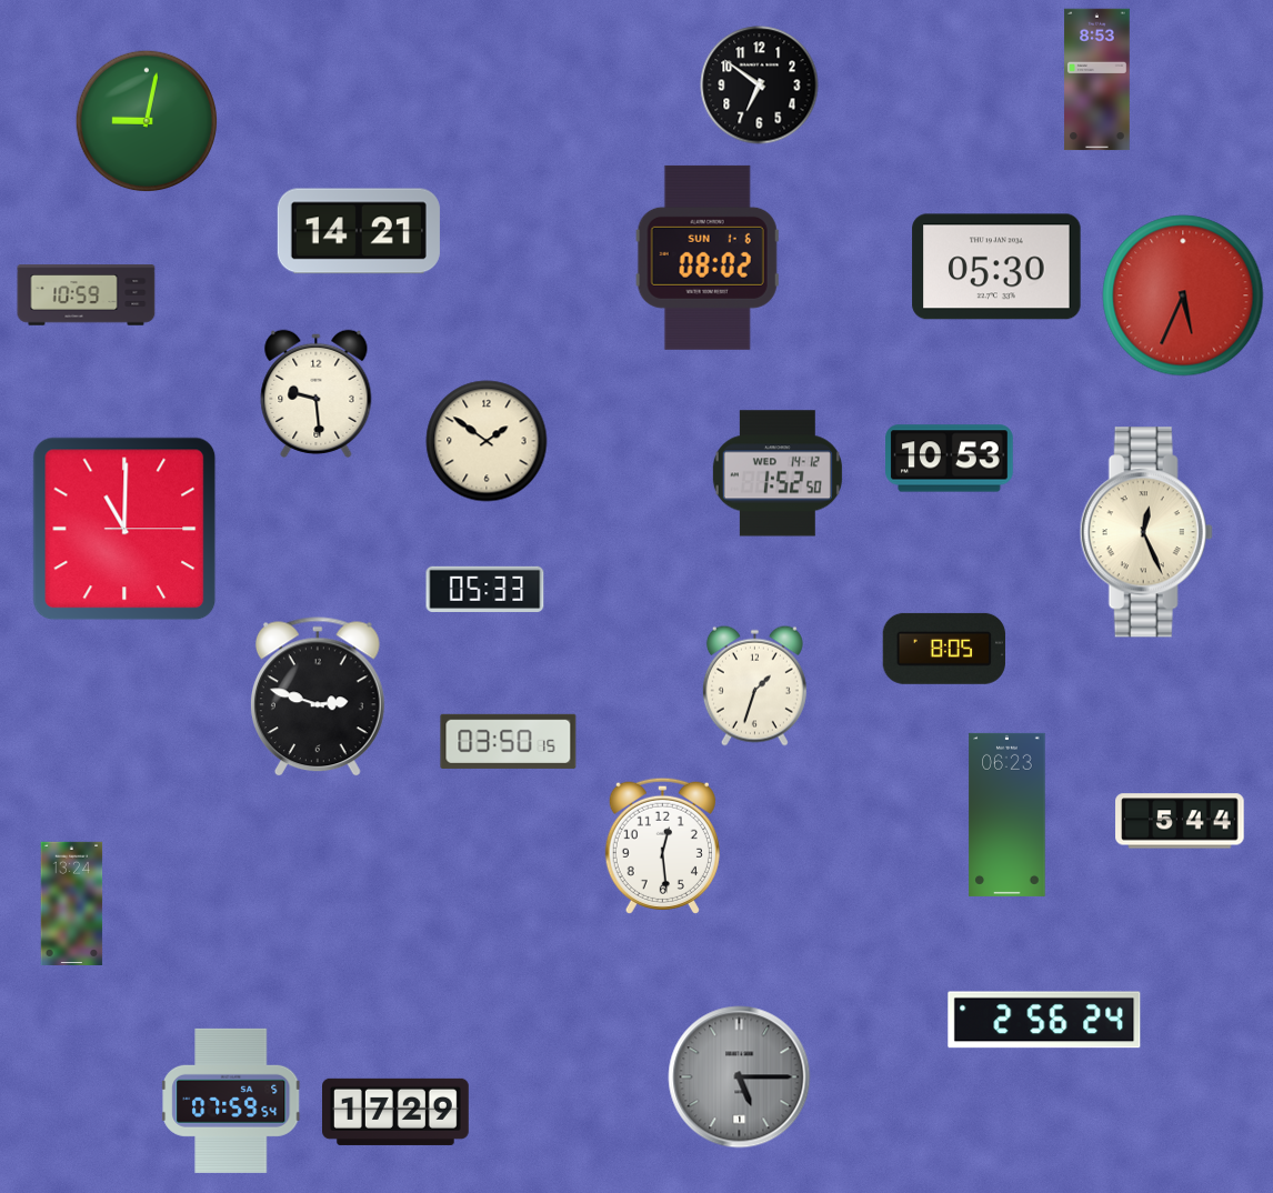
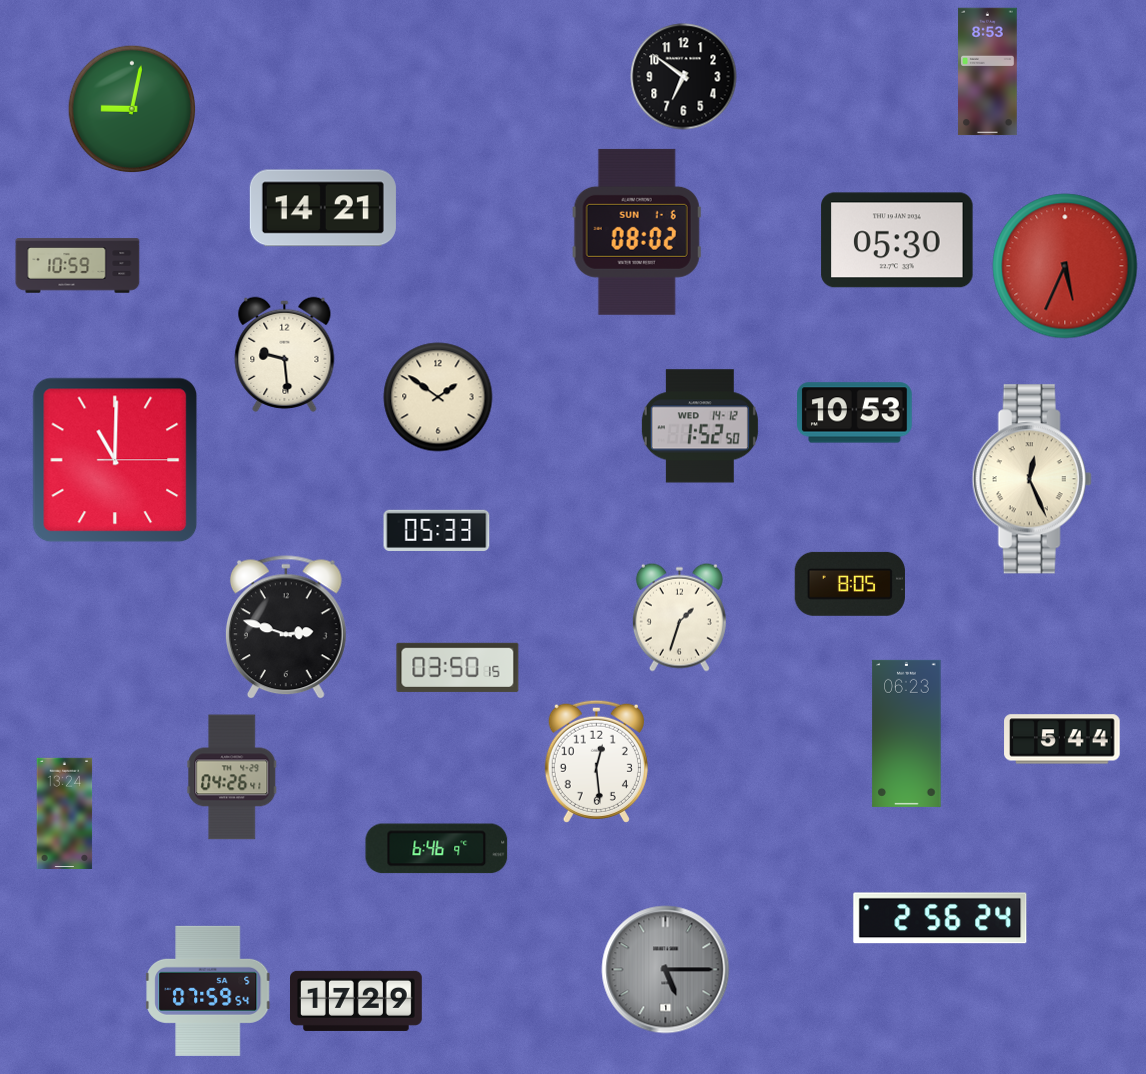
clock at (124, 529) position: (124, 529) -> (115, 460)
clock at (232, 777): none -> 04:26
clock at (437, 849): none -> 6:46
